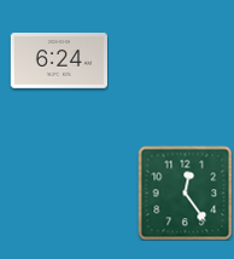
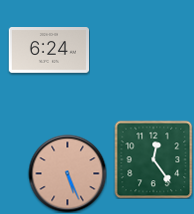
clock at (67, 173): none -> 5:26
